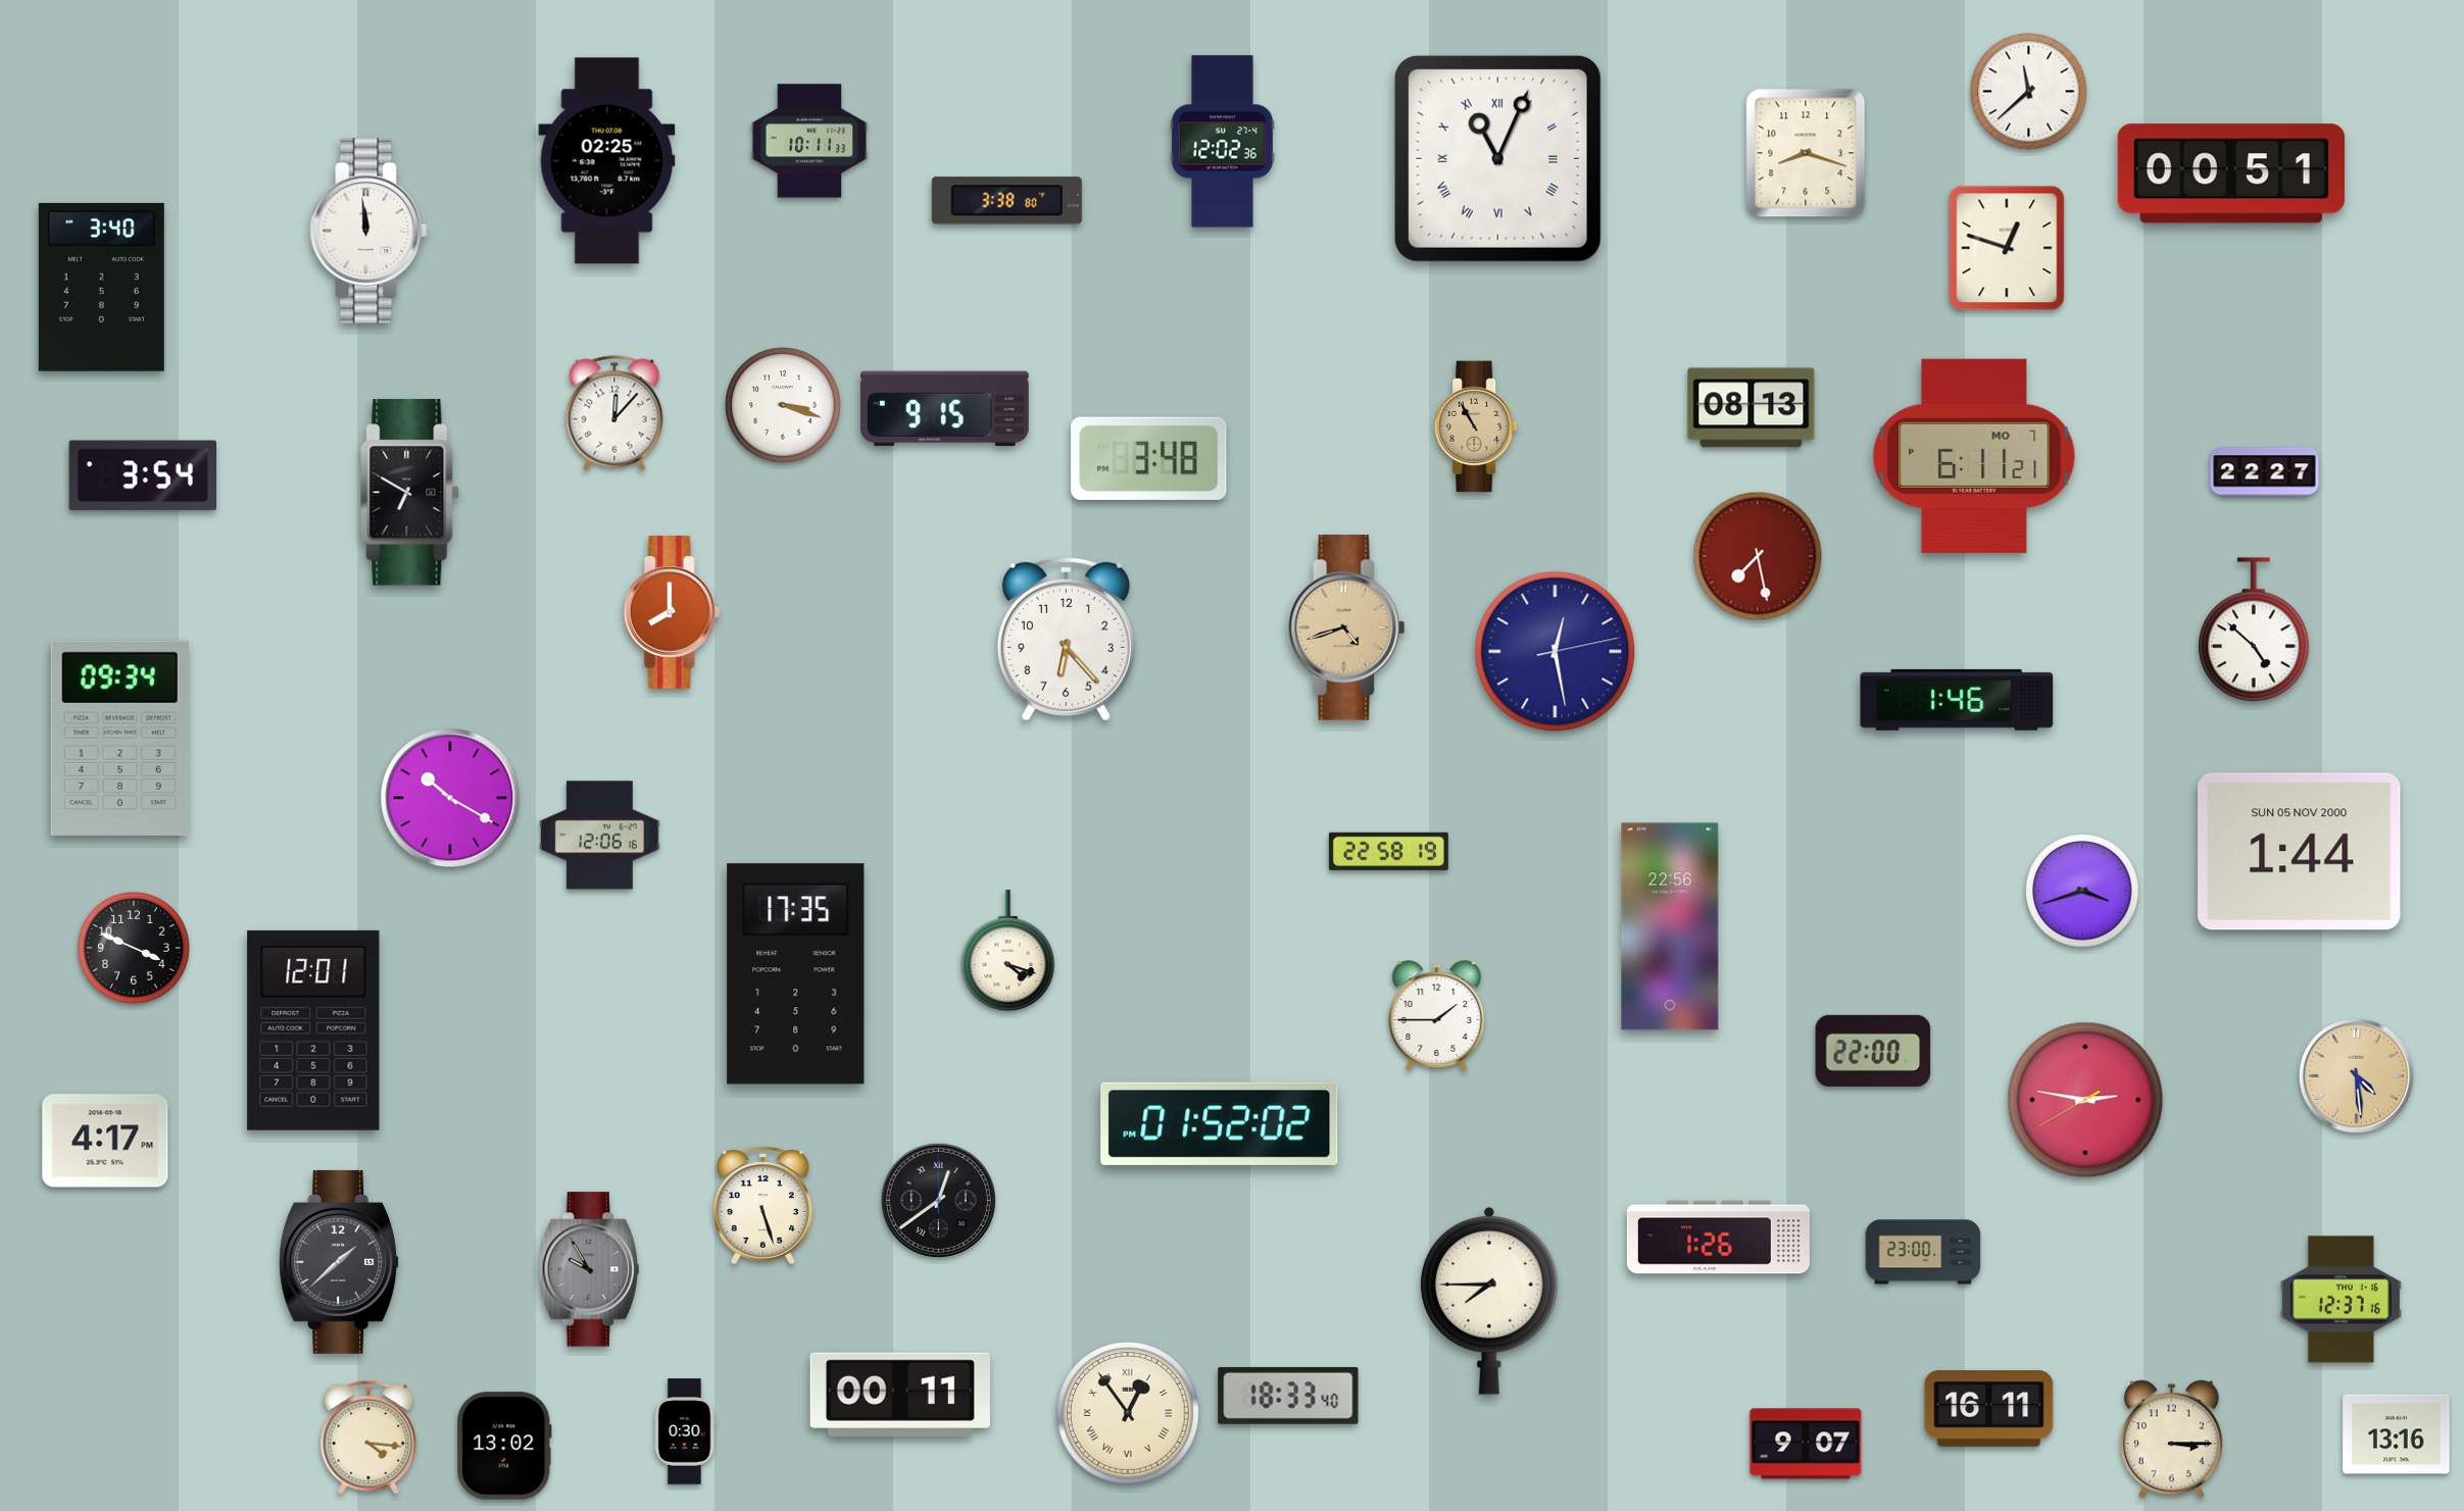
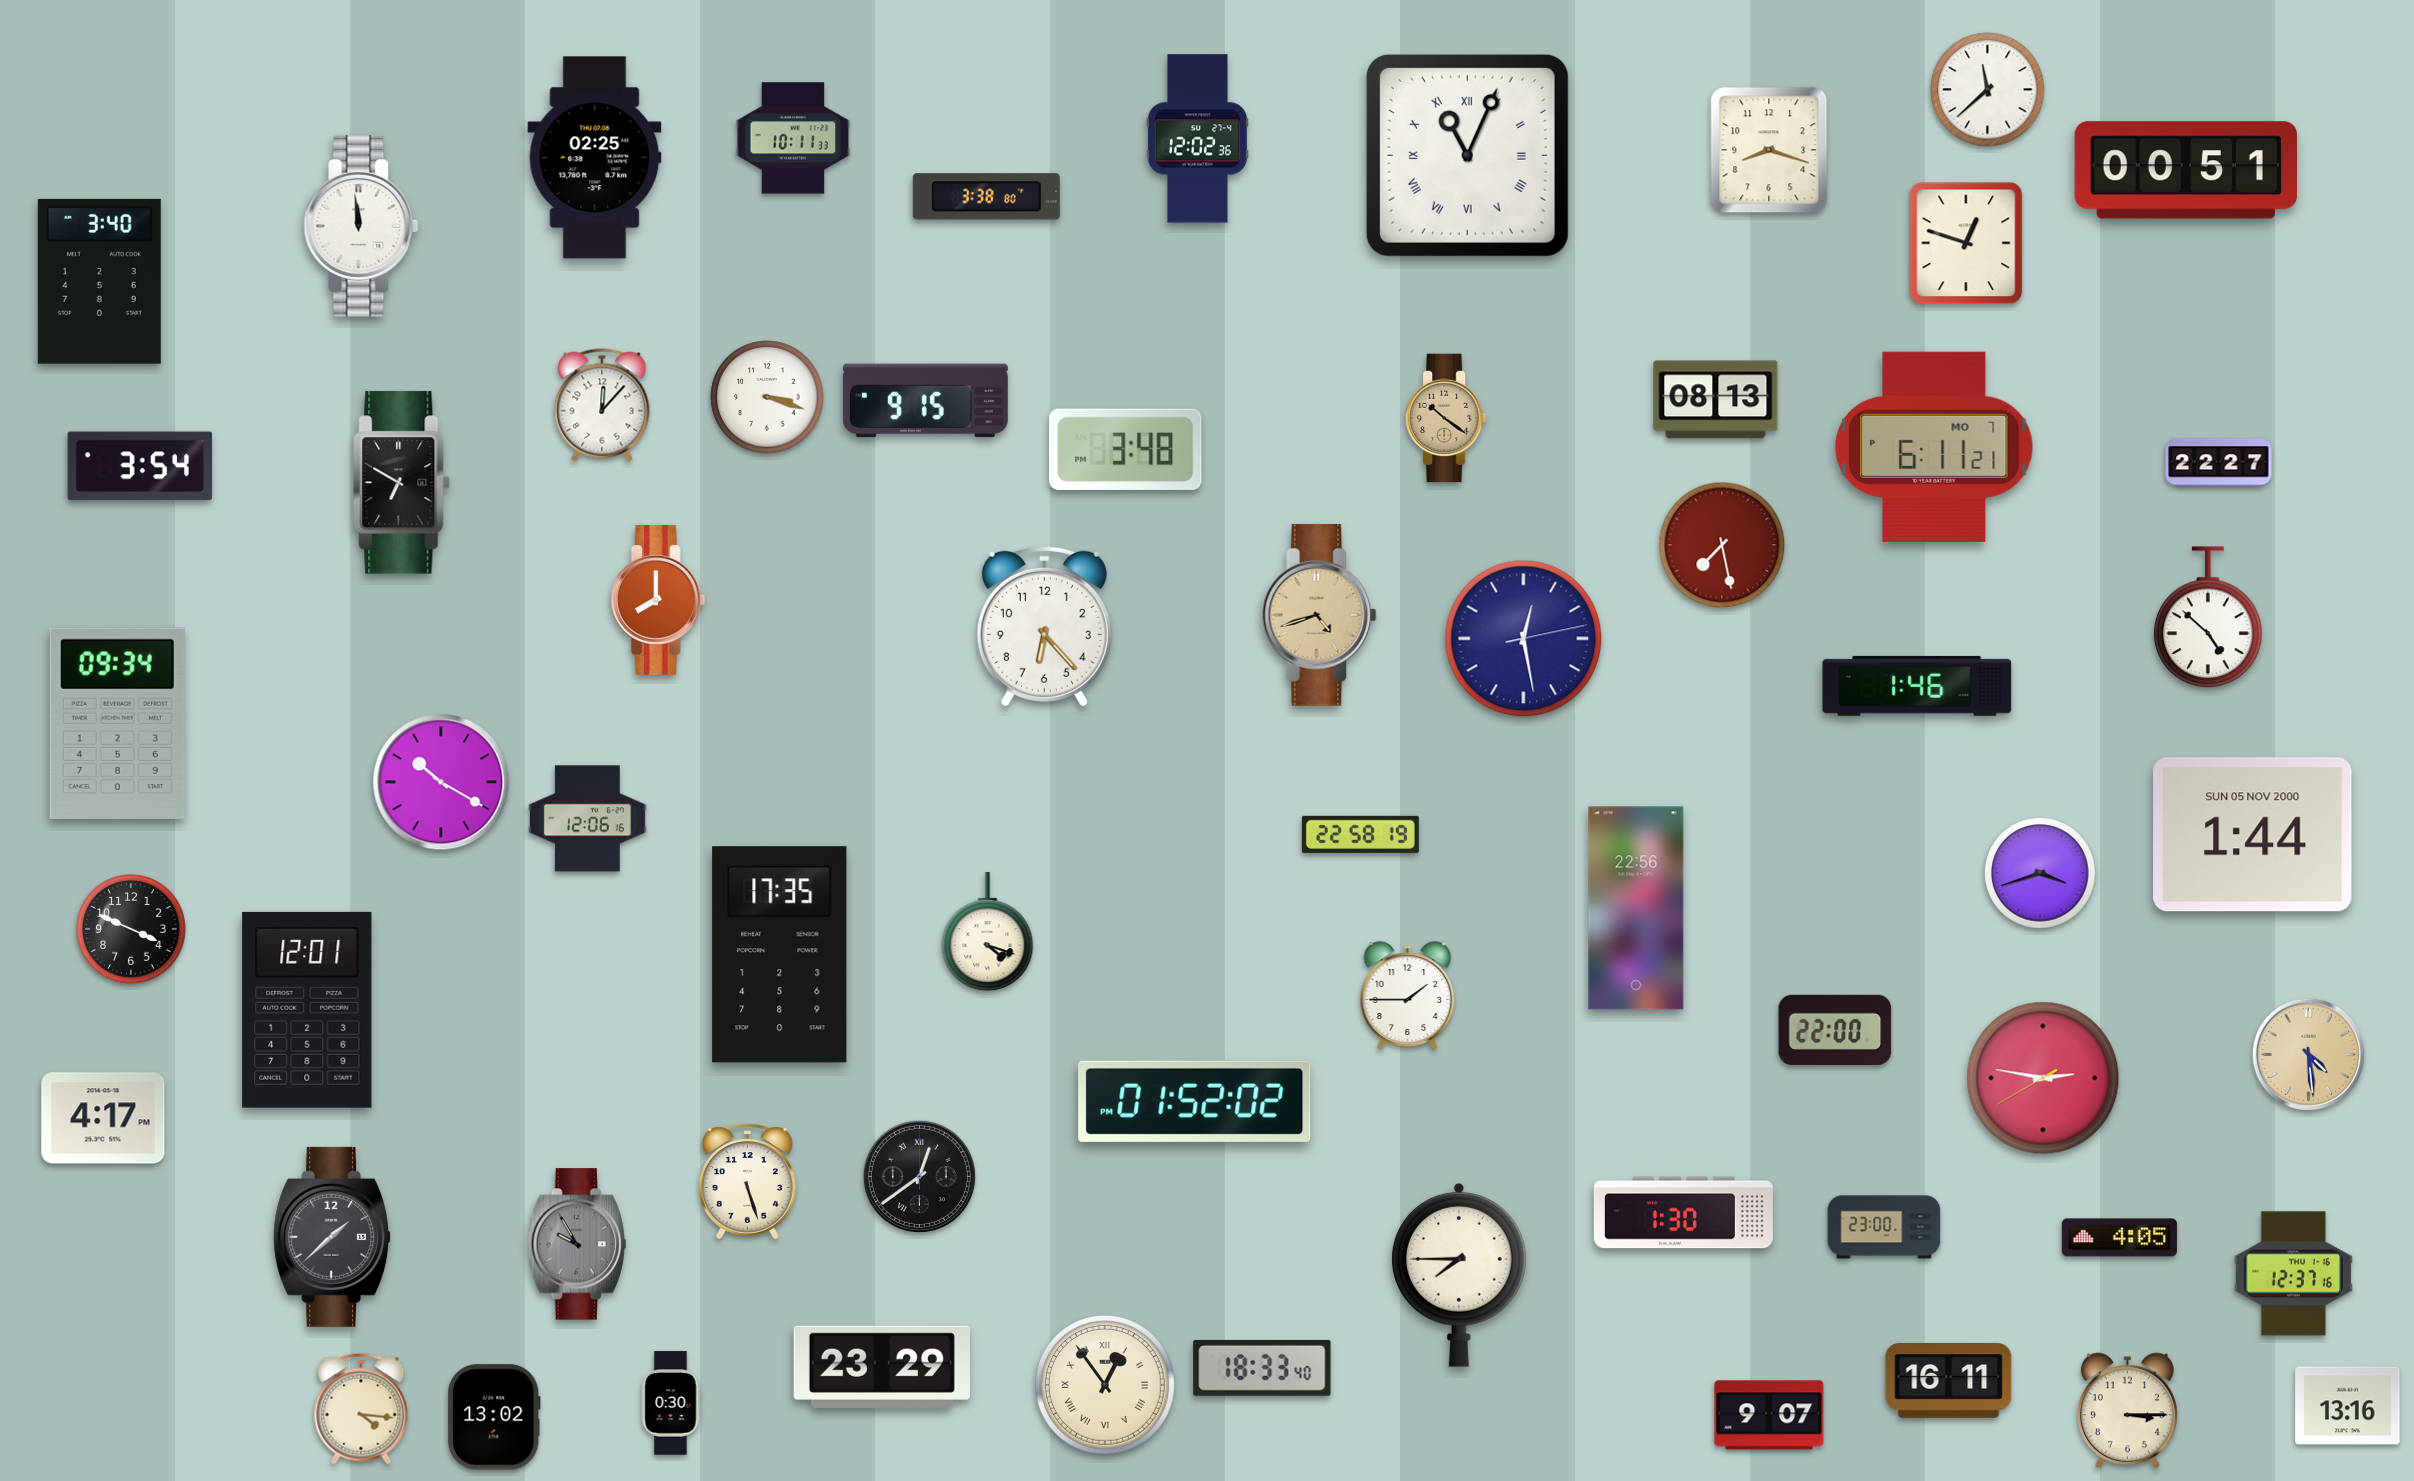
clock at (1476, 426): 10:55 -> 10:21
clock at (1718, 1238): 1:26 -> 1:30
clock at (2119, 1238): none -> 4:05
clock at (900, 1395): 00:11 -> 23:29
